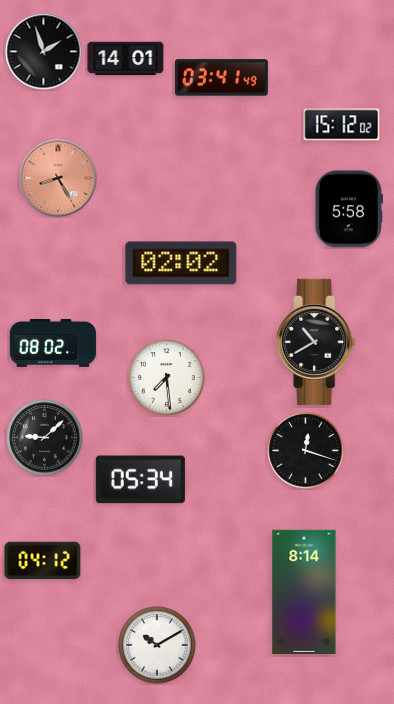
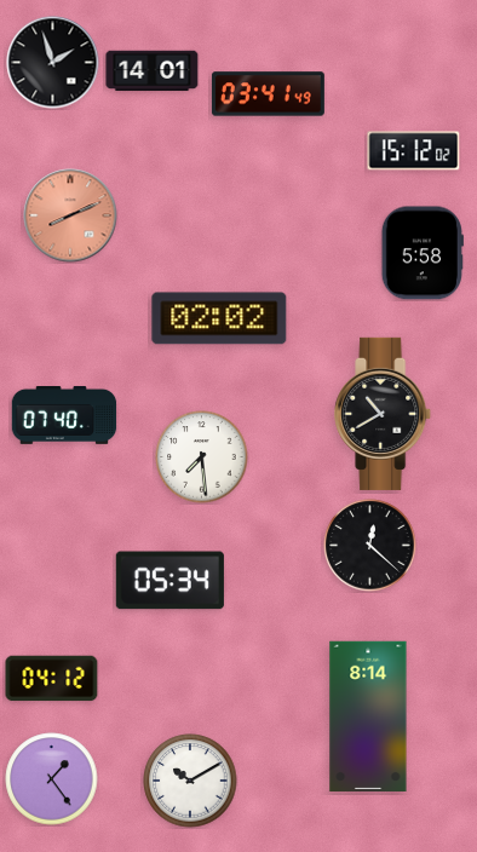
clock at (58, 178): 8:25 -> 8:11
clock at (53, 344): 08:02 -> 07:40
clock at (45, 438): 9:08 -> none
clock at (306, 451): 12:18 -> 12:22
clock at (52, 779): none -> 1:24
